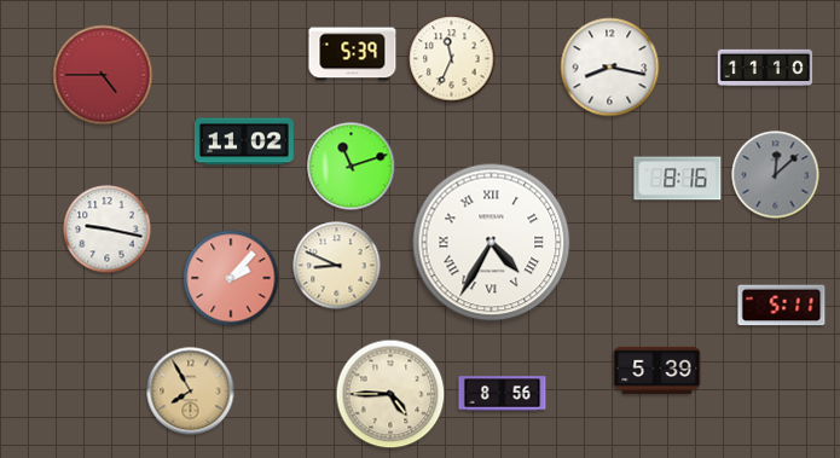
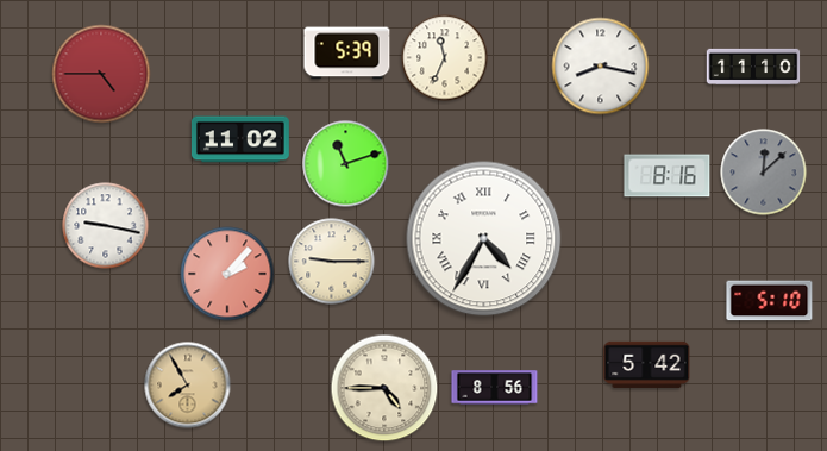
clock at (337, 266): 8:49 -> 9:15
clock at (782, 306): 5:11 -> 5:10
clock at (657, 370): 5:39 -> 5:42
